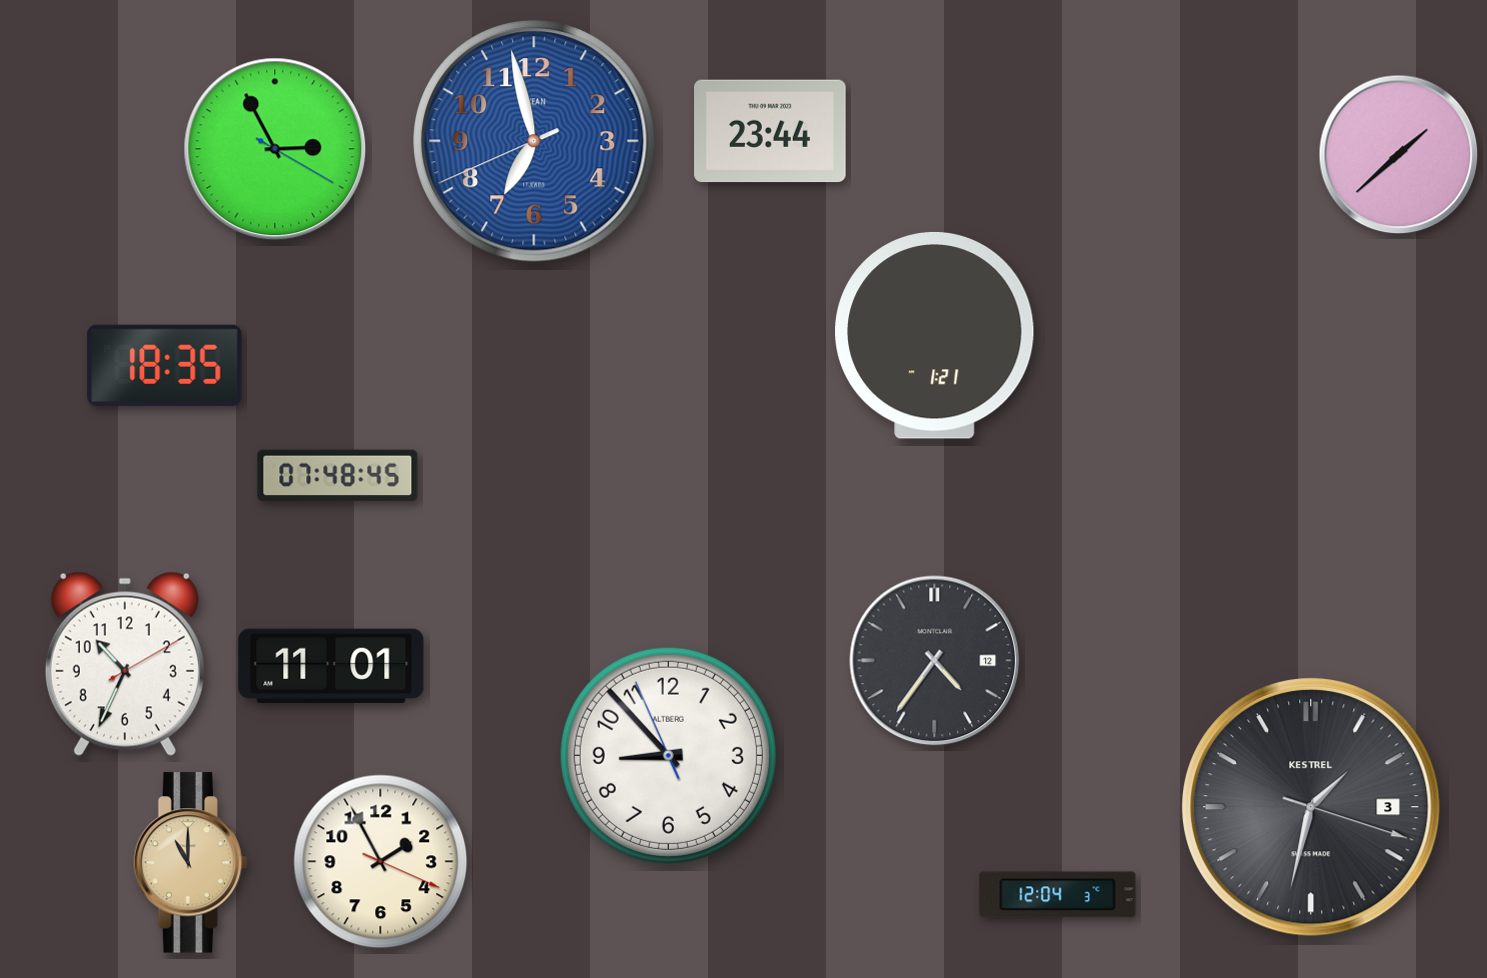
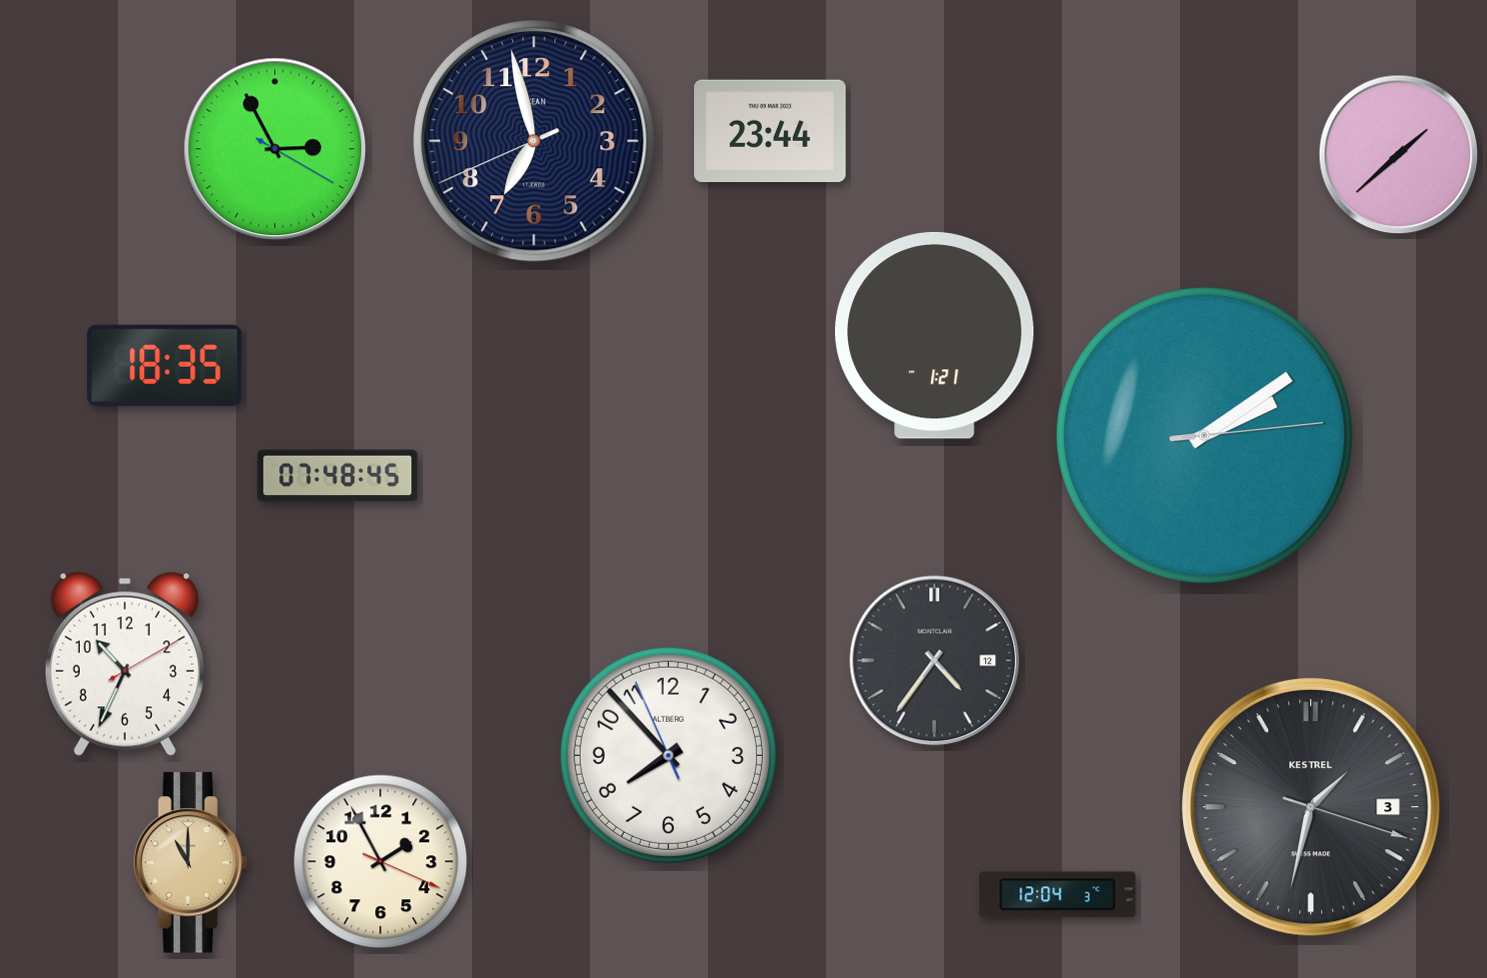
clock at (534, 141) dial: blue -> navy
clock at (1205, 436): none -> 2:09
clock at (331, 666): 11:01 -> none
clock at (668, 755): 8:52 -> 7:52
